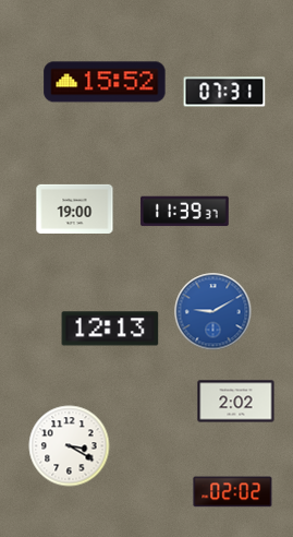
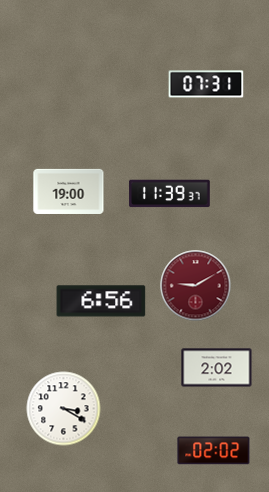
clock at (105, 82): 15:52 -> none
clock at (213, 312) dial: blue -> burgundy
clock at (110, 329): 12:13 -> 6:56
